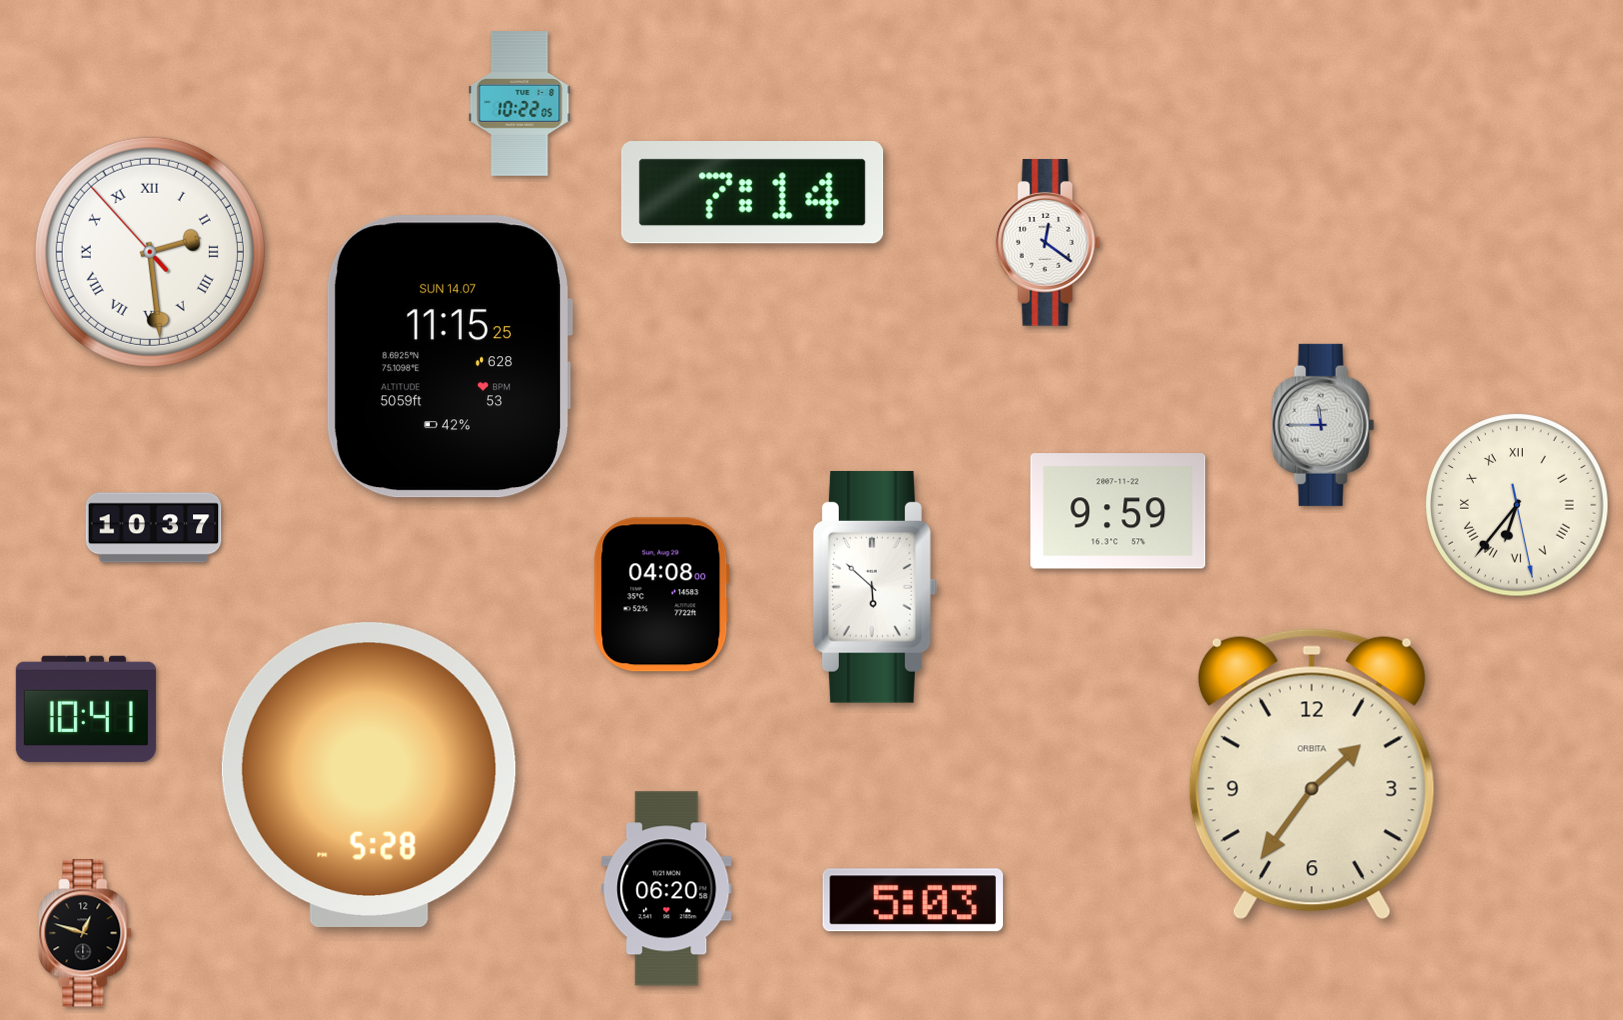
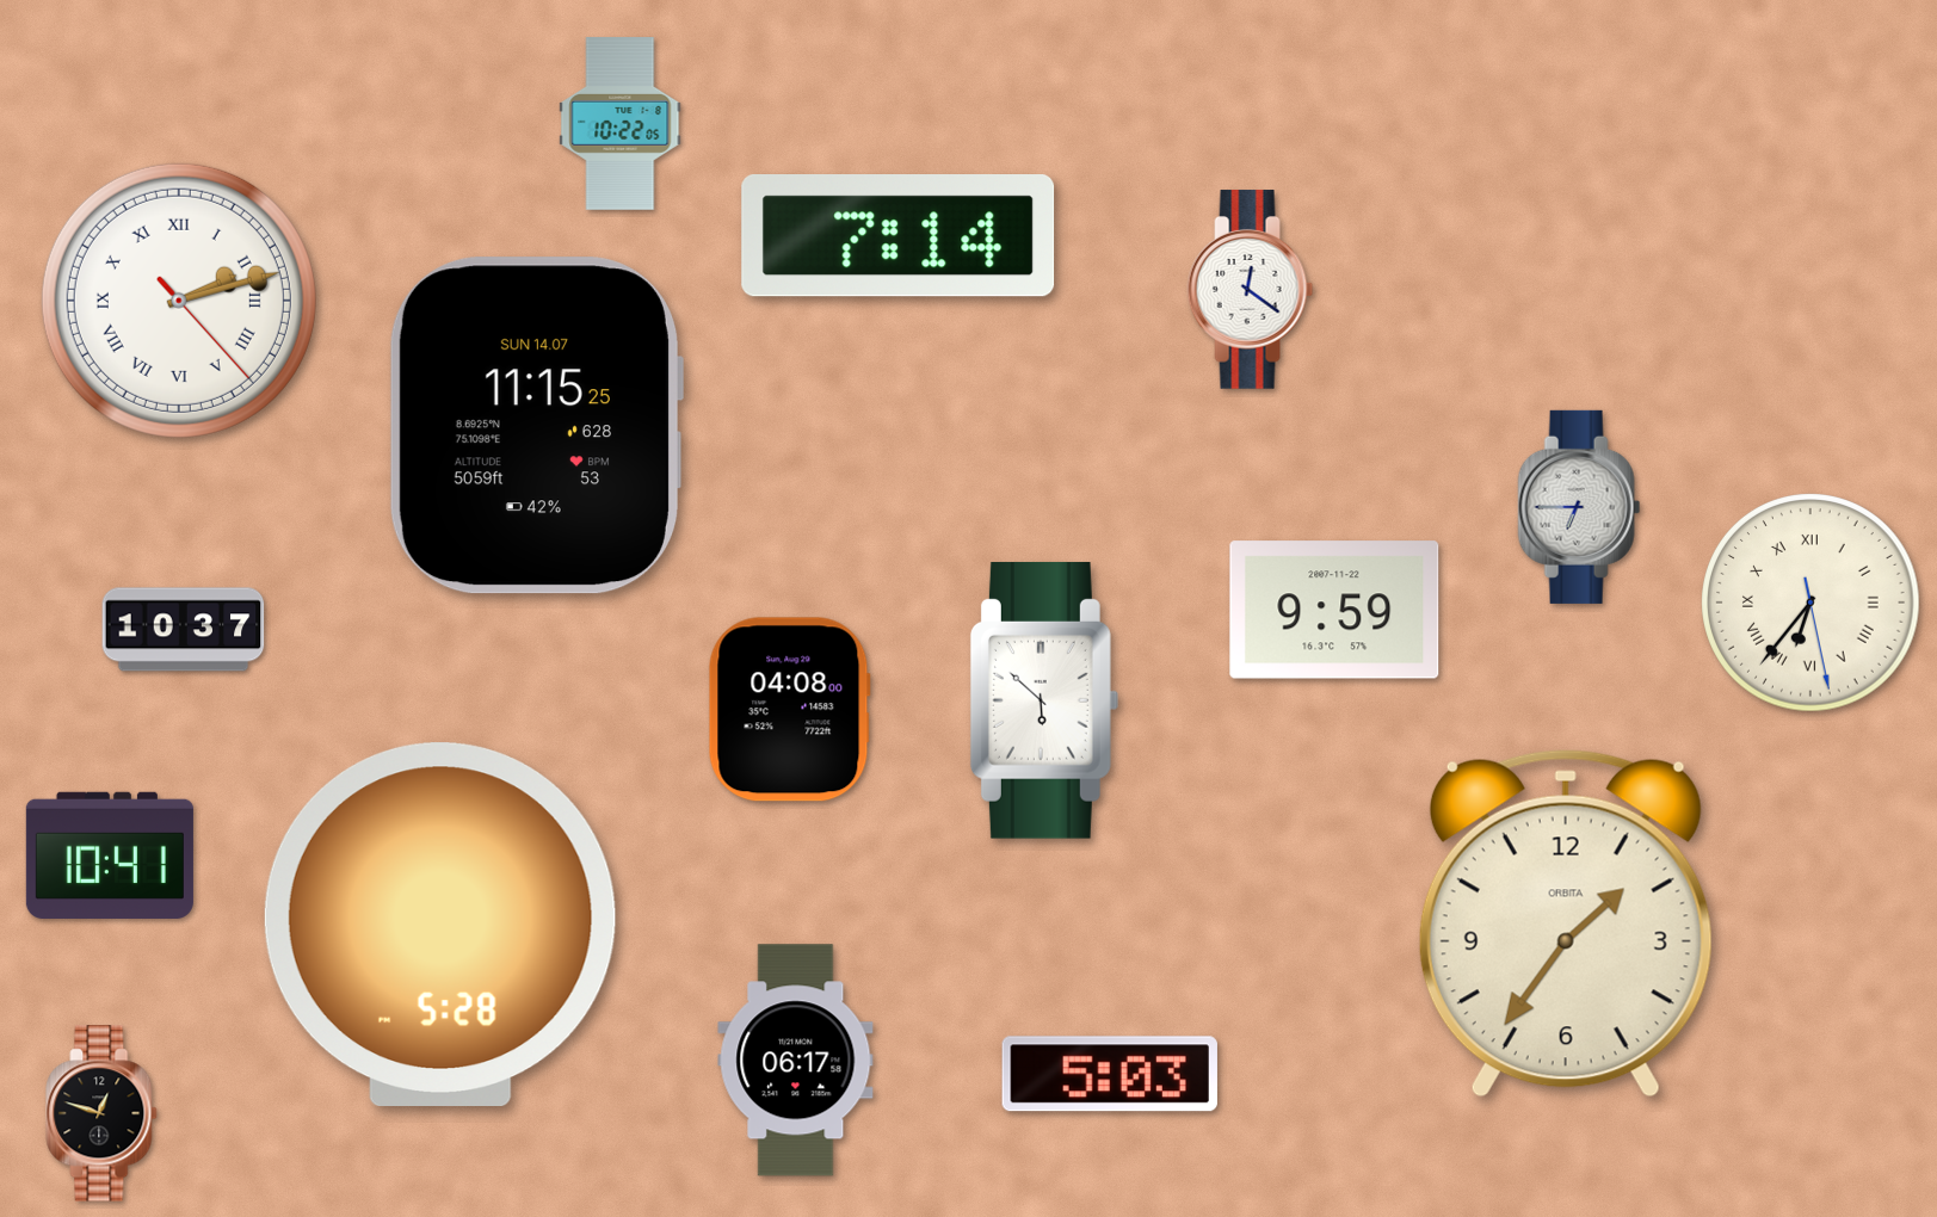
clock at (753, 193) position: (753, 193) -> (899, 236)
clock at (150, 252): 2:28 -> 2:12
clock at (1323, 425): 11:45 -> 6:45
clock at (86, 709) position: (86, 709) -> (110, 855)
clock at (667, 889): 06:20 -> 06:17
clock at (913, 900) position: (913, 900) -> (1110, 1074)
